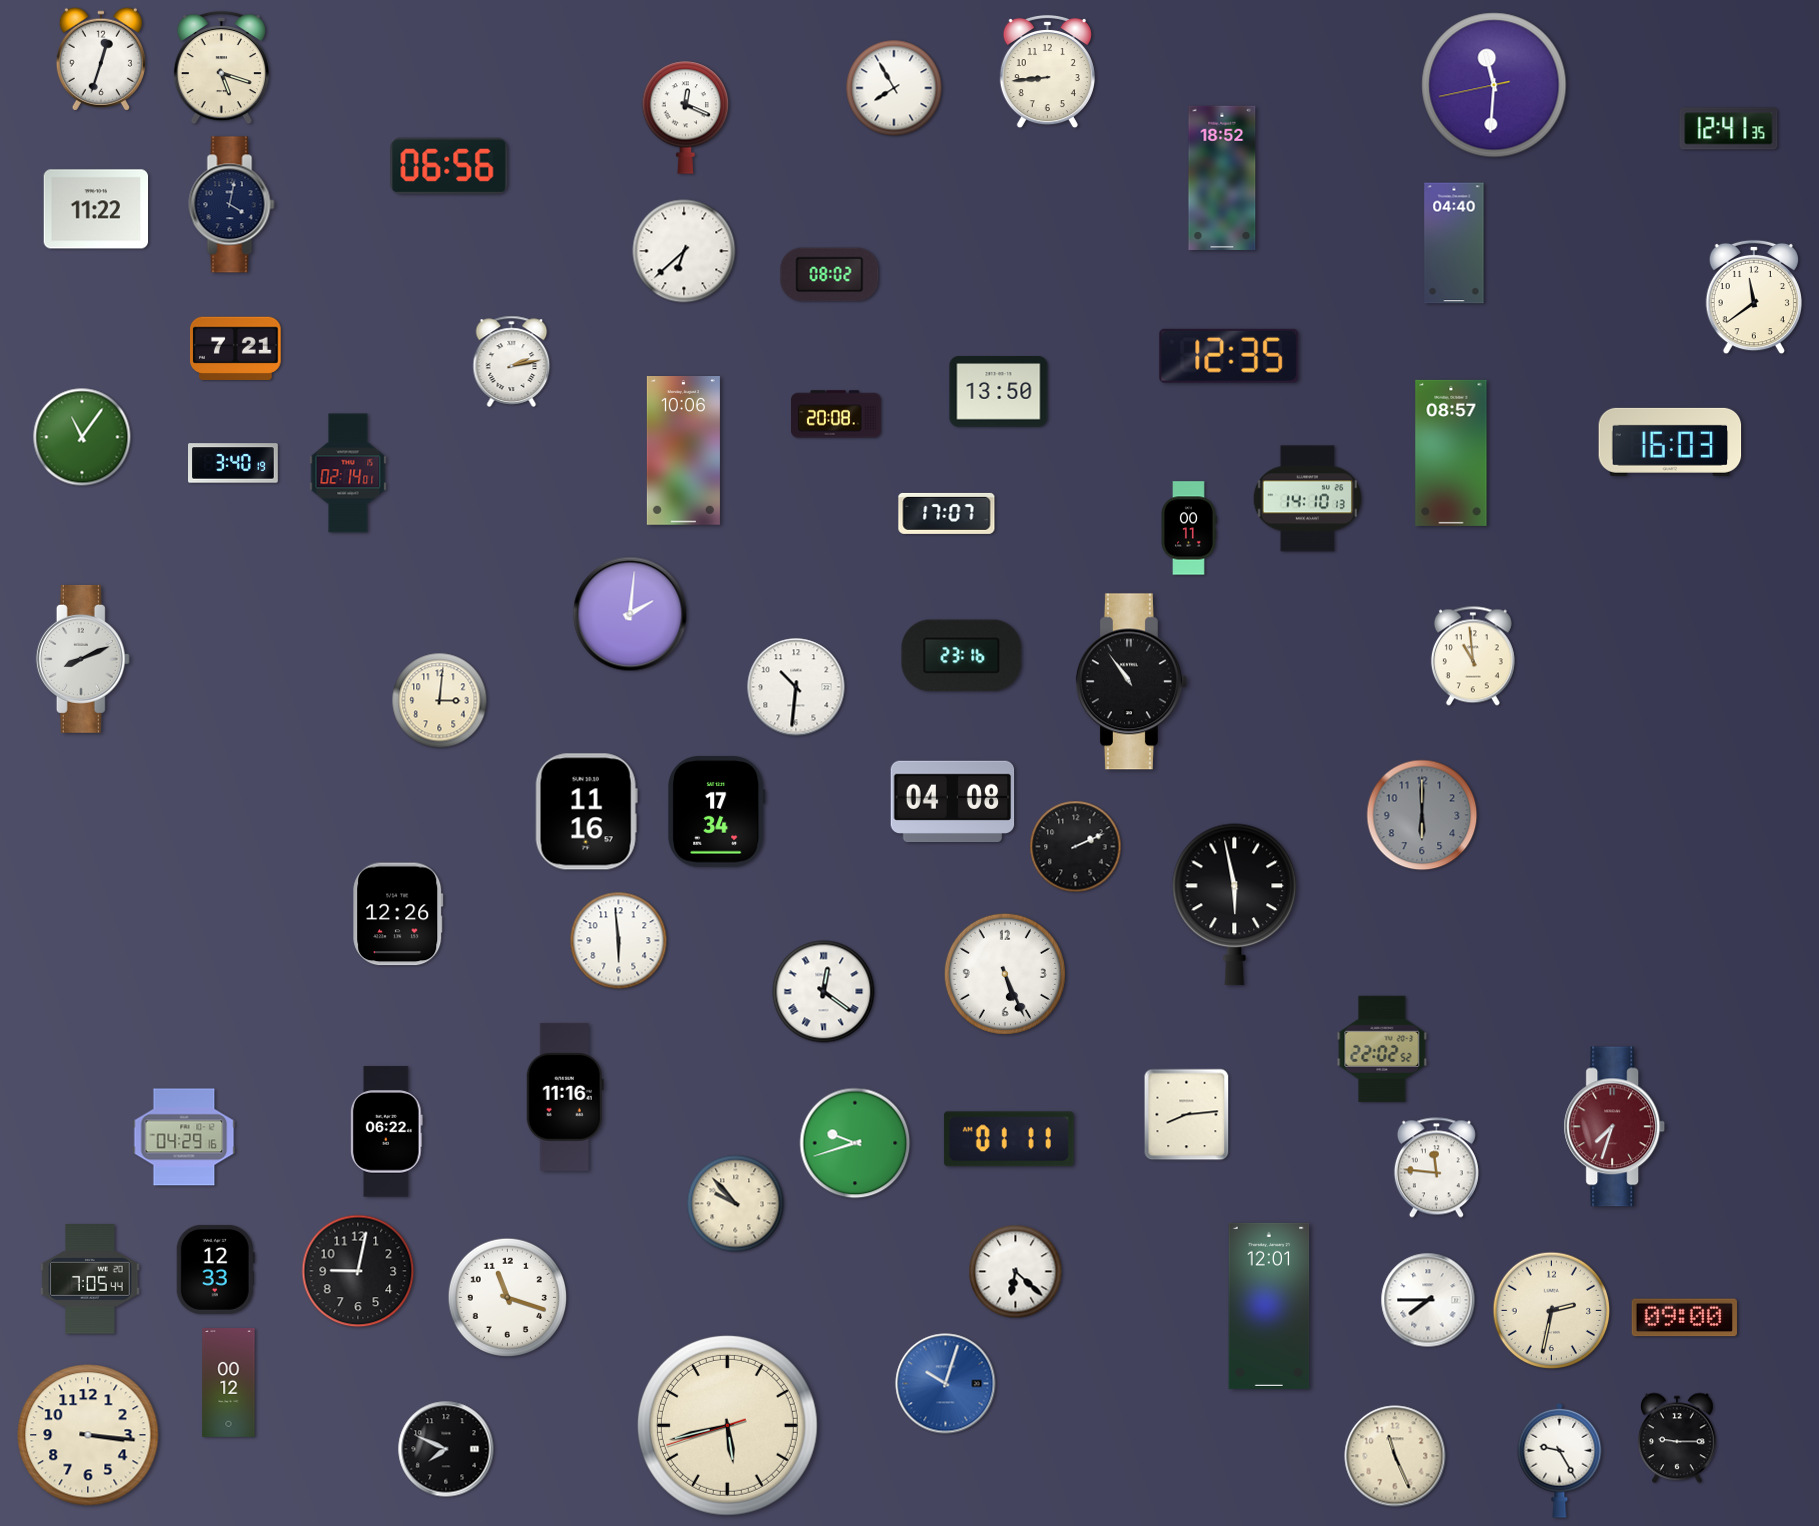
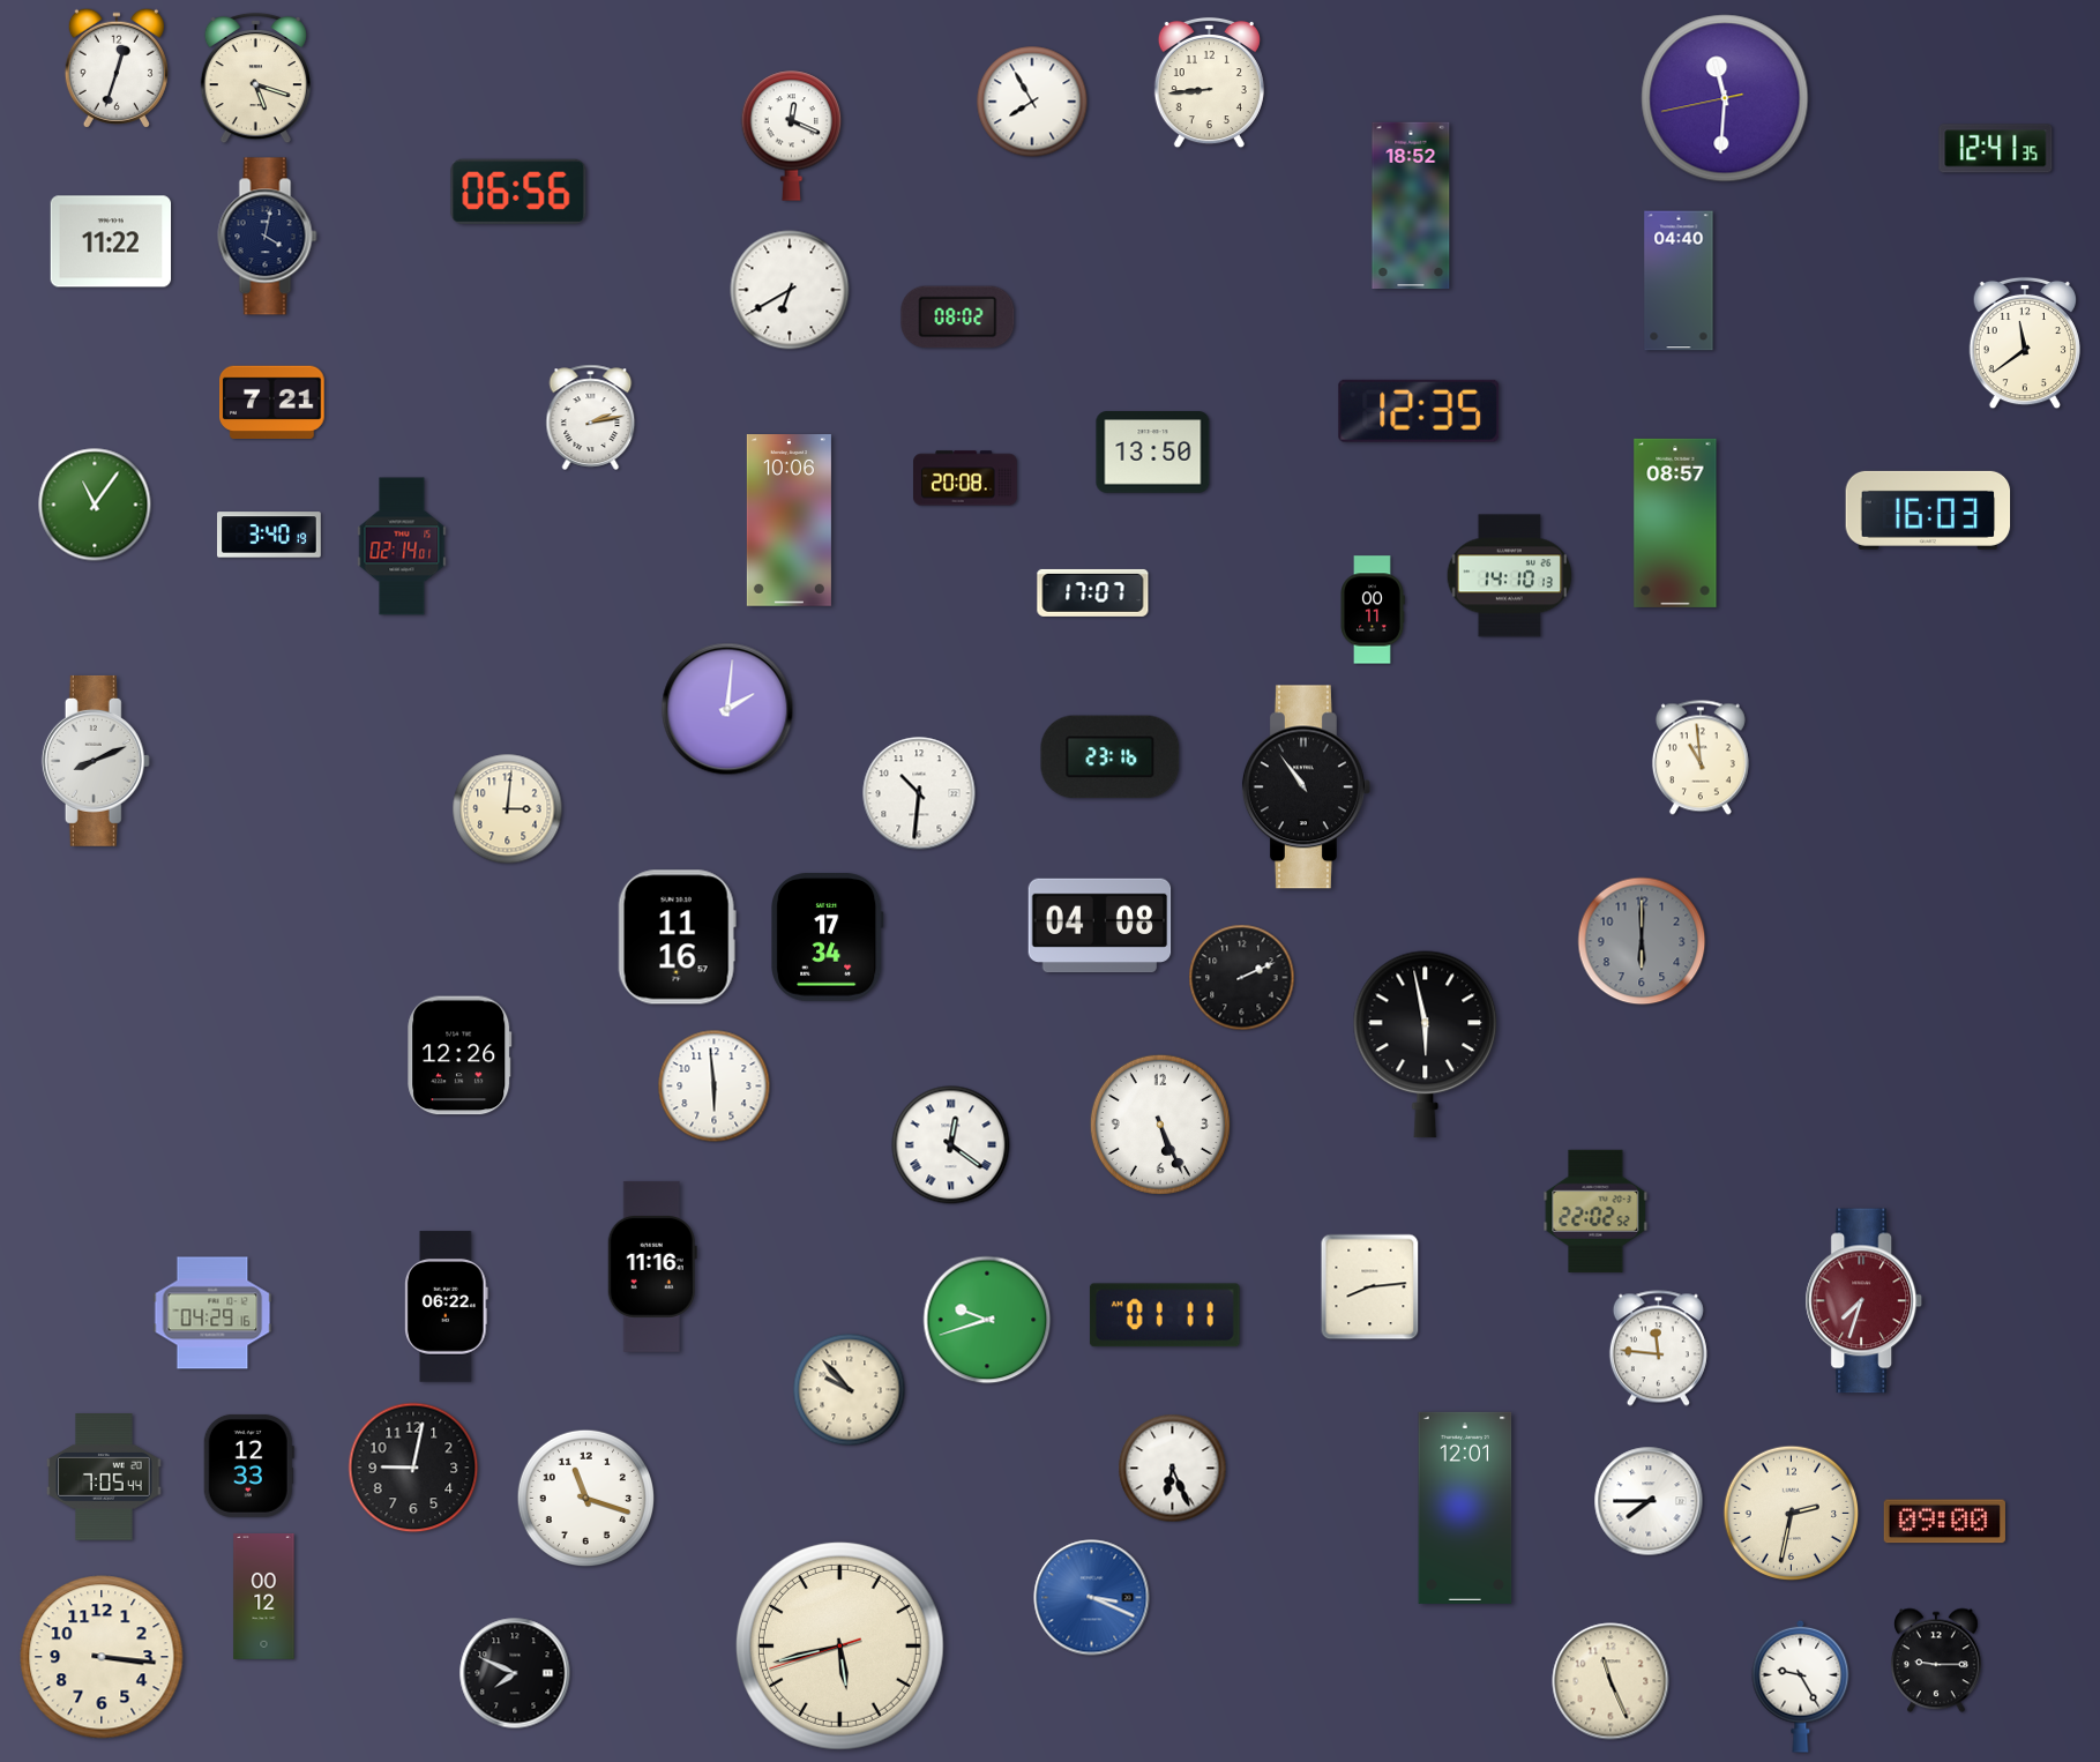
clock at (684, 251): 6:38 -> 6:40
clock at (1016, 1272): 6:22 -> 6:26
clock at (946, 1384): 10:03 -> 3:19
